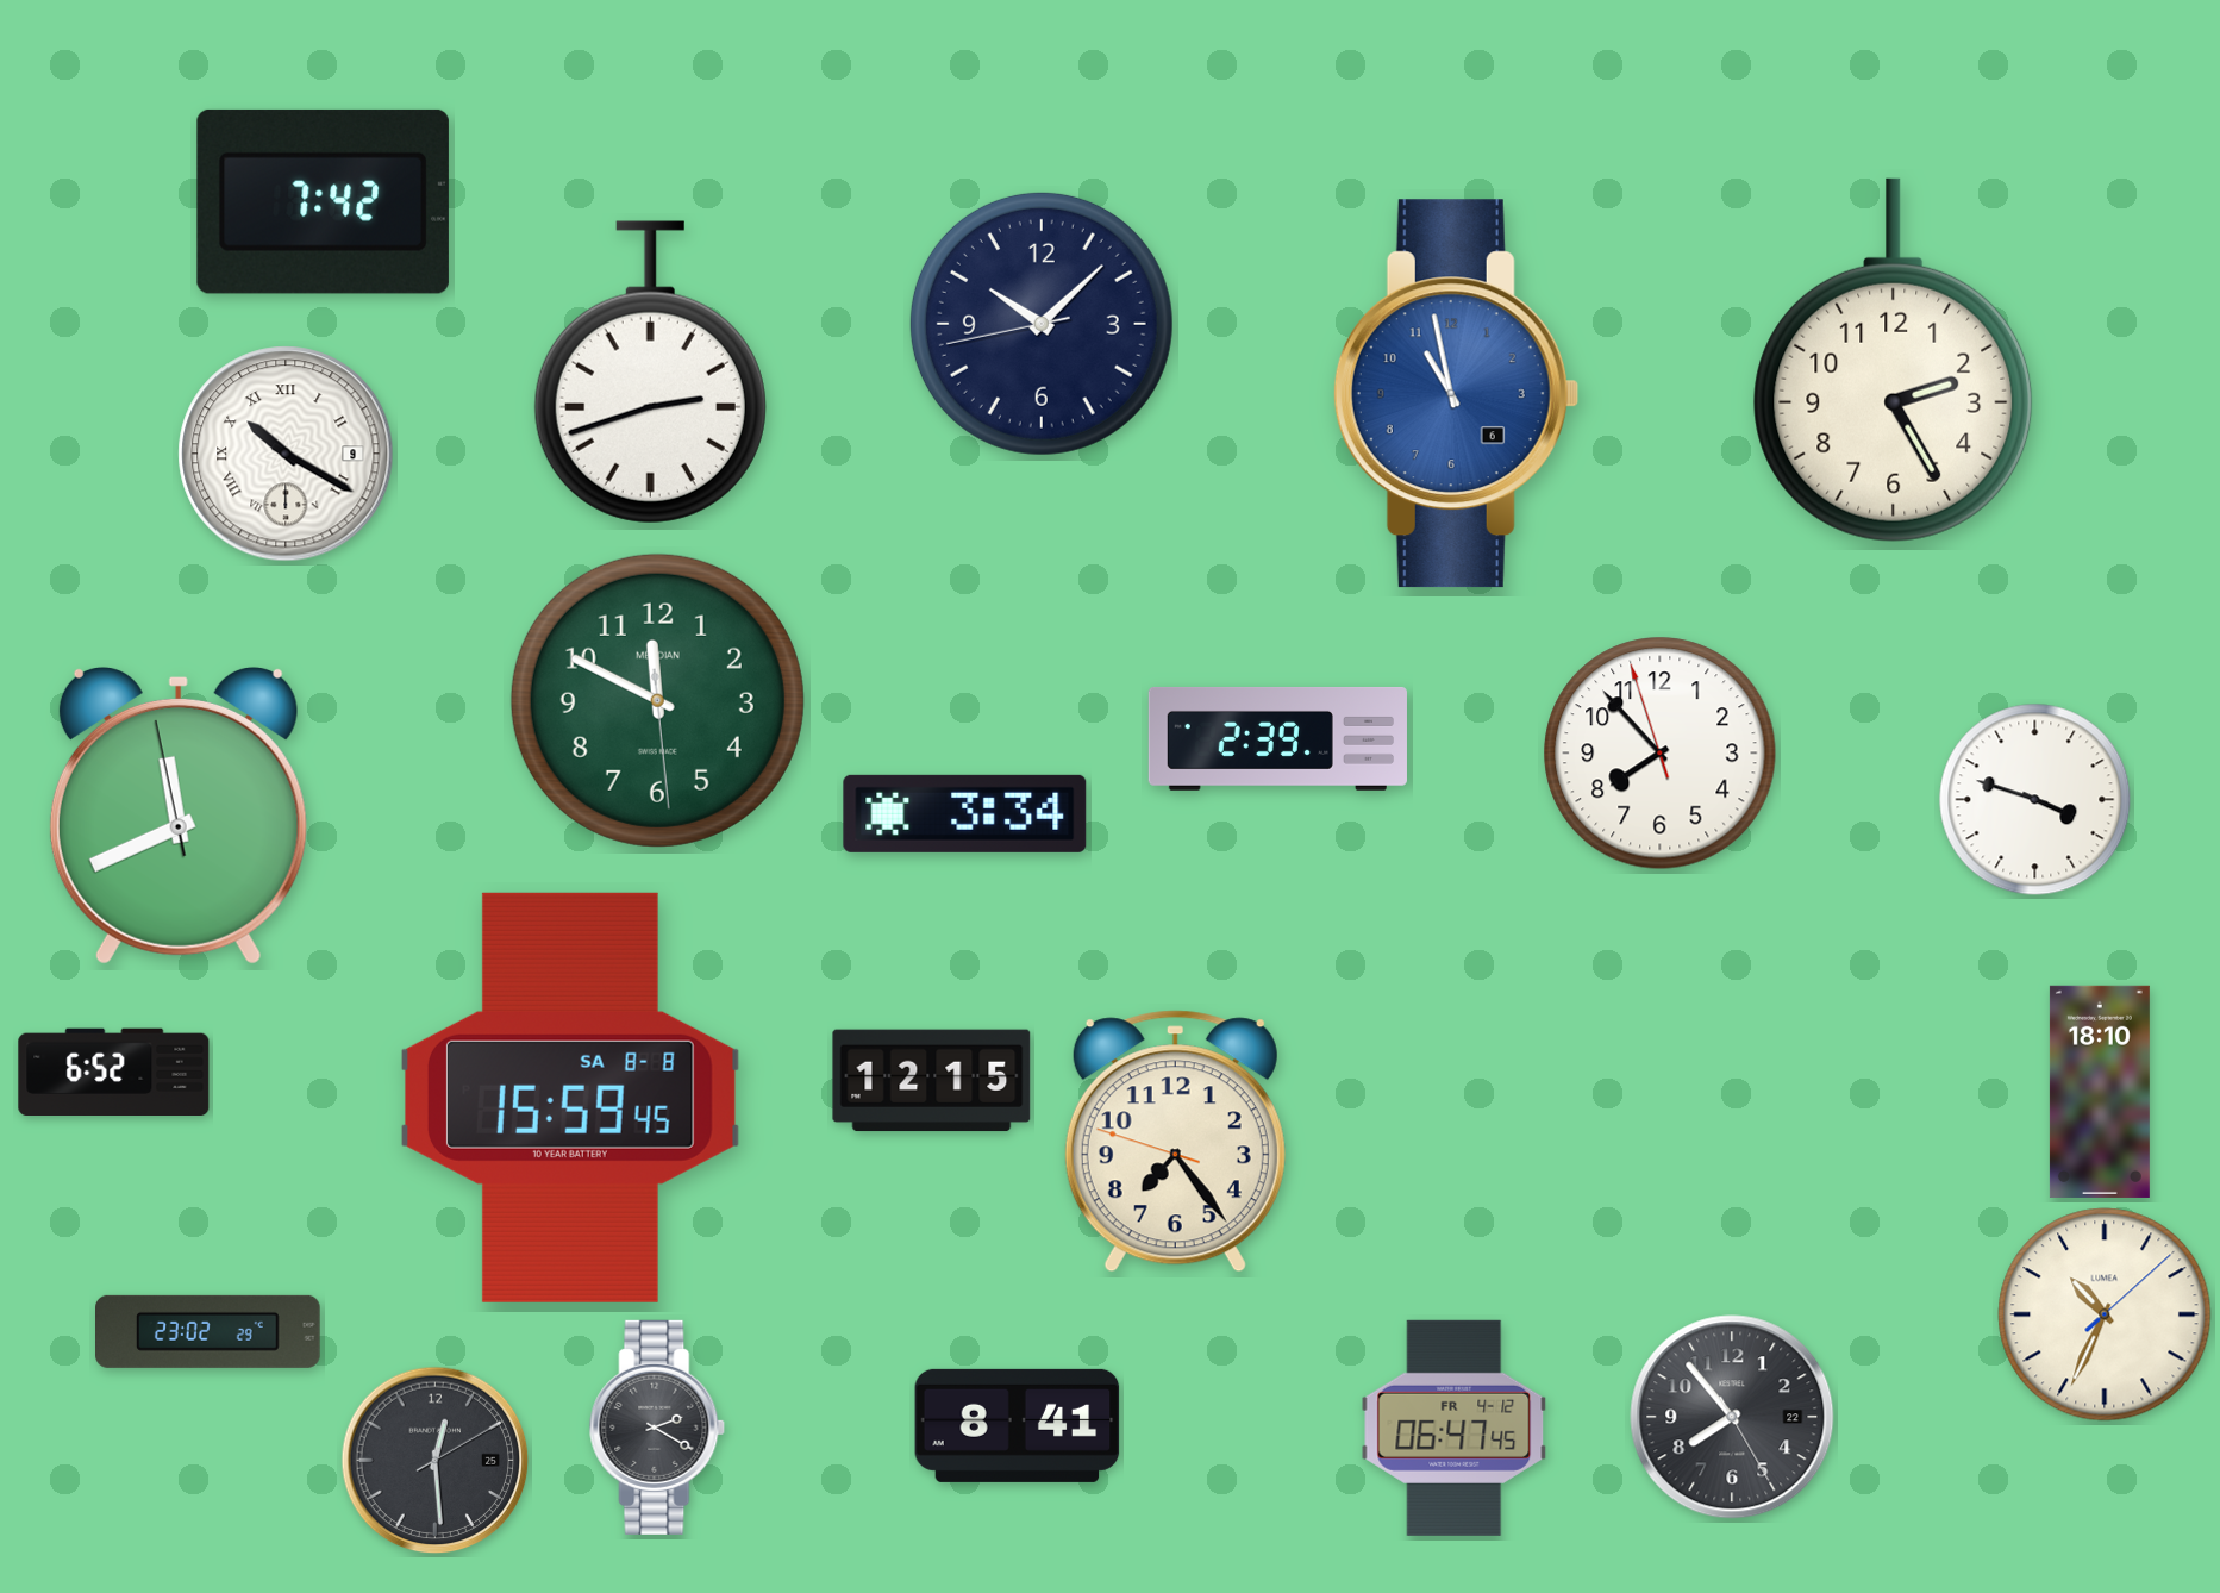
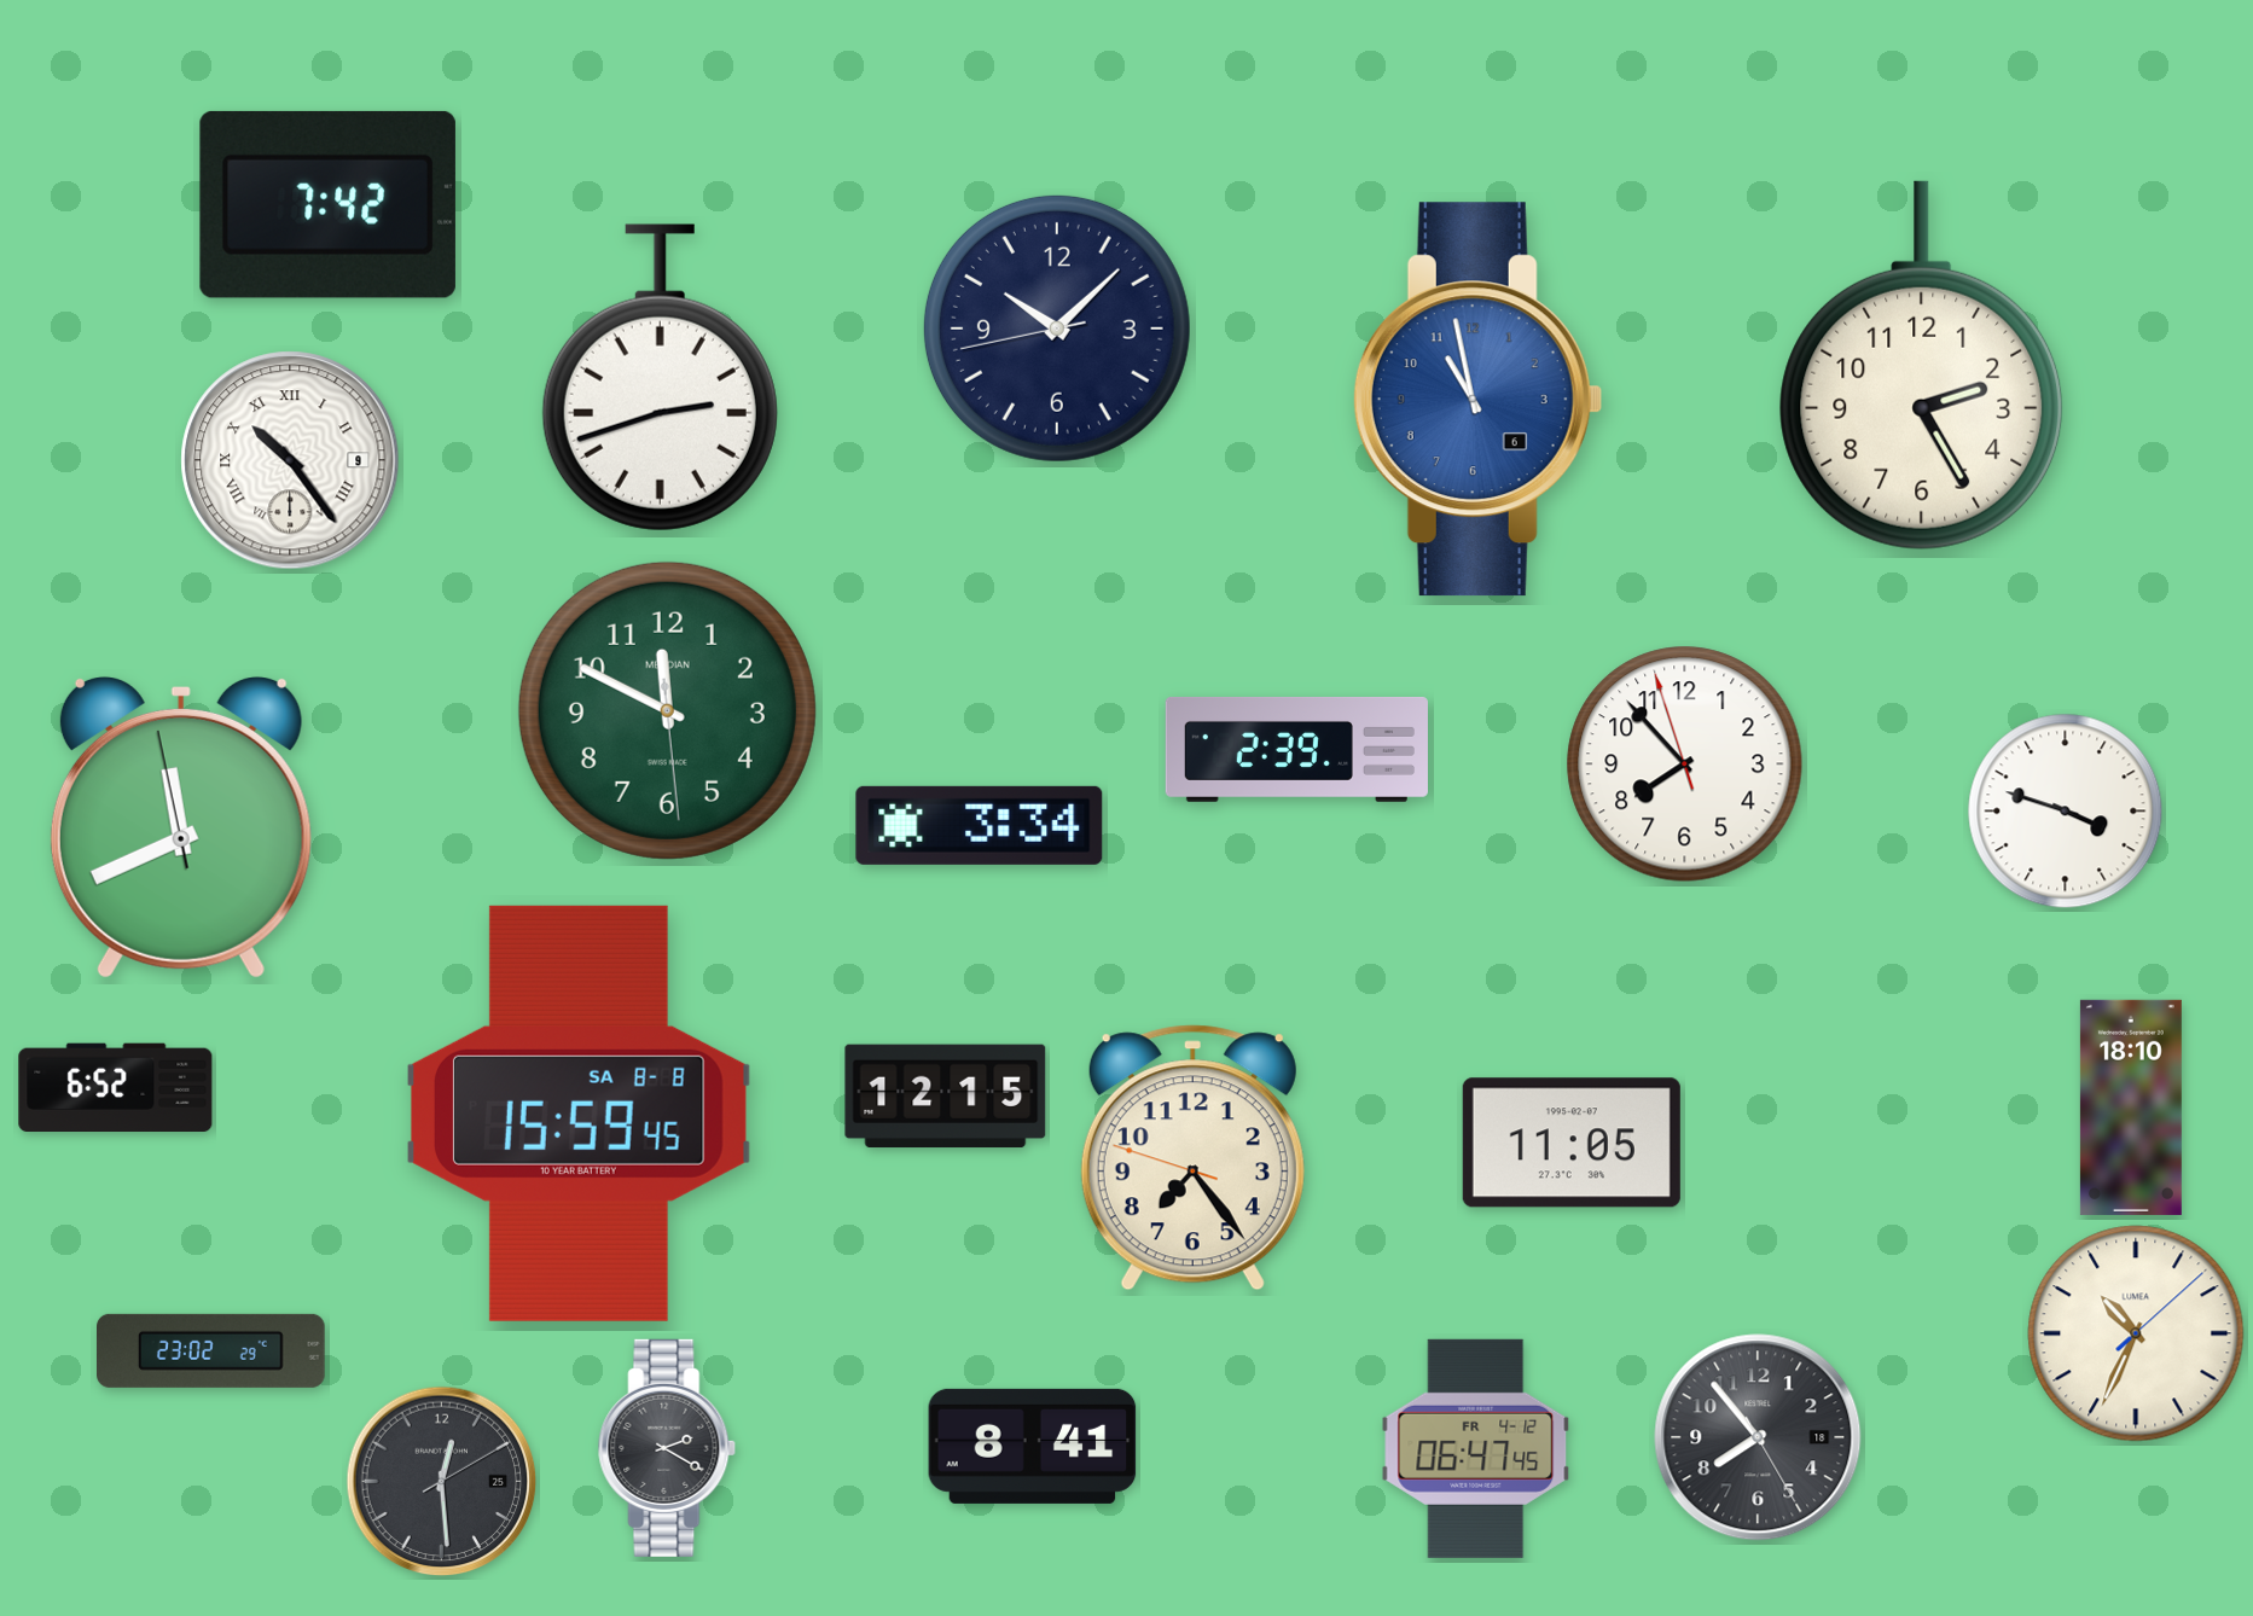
clock at (286, 454): 10:20 -> 10:24
clock at (1572, 1143): none -> 11:05
clock at (1732, 1417) date: 22 -> 18
